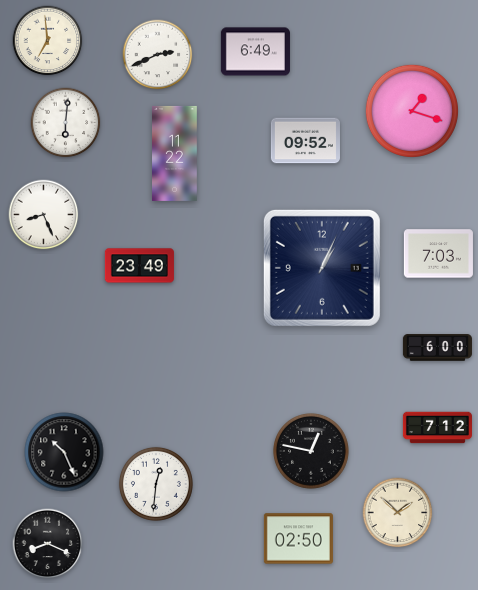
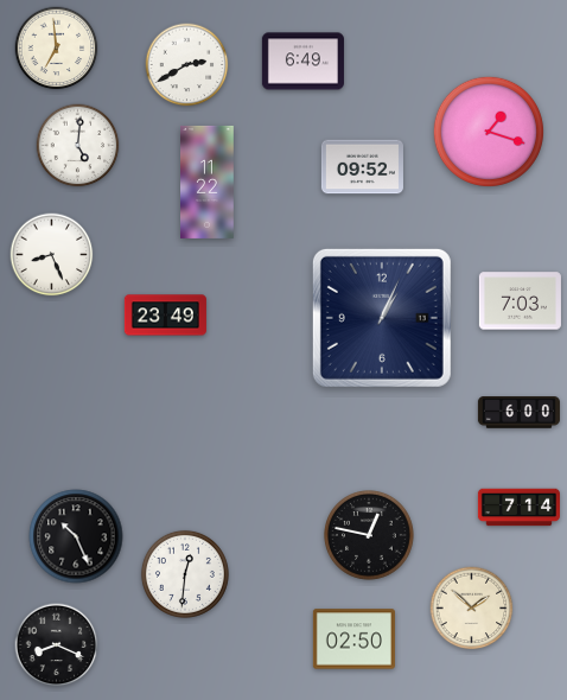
clock at (158, 55): 2:41 -> 2:40
clock at (66, 123): 6:01 -> 5:01
clock at (437, 428): 7:12 -> 7:14
